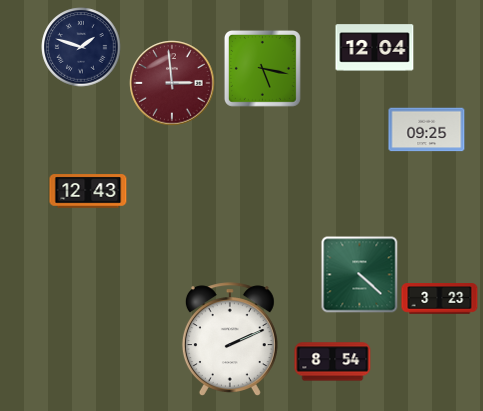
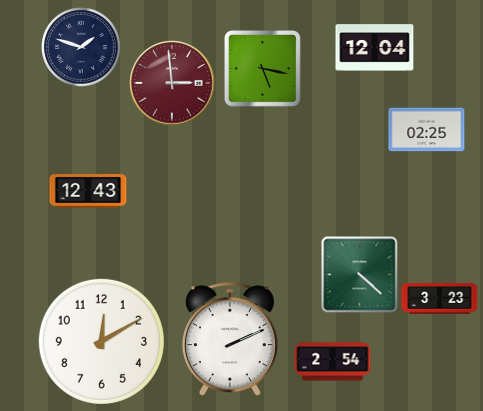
clock at (427, 130): 09:25 -> 02:25
clock at (101, 341): none -> 12:10
clock at (333, 362): 8:54 -> 2:54
